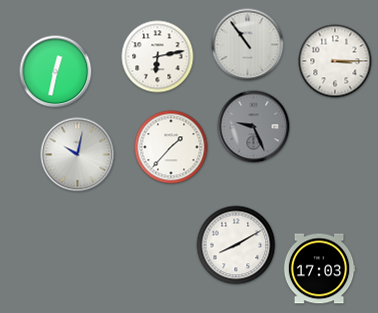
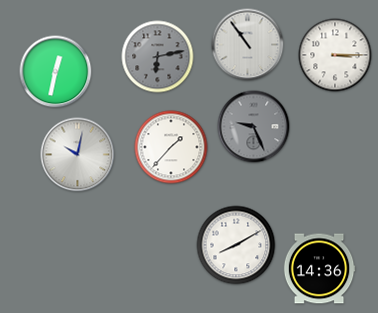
clock at (158, 57) dial: white -> grey
clock at (335, 61) position: (335, 61) -> (335, 55)
clock at (319, 269): 17:03 -> 14:36
